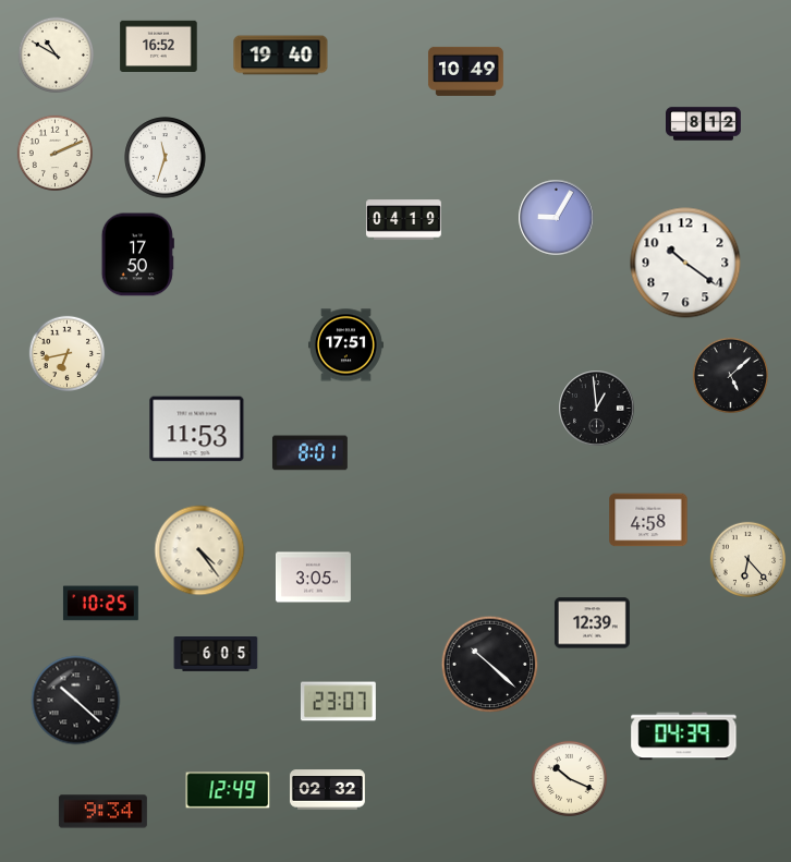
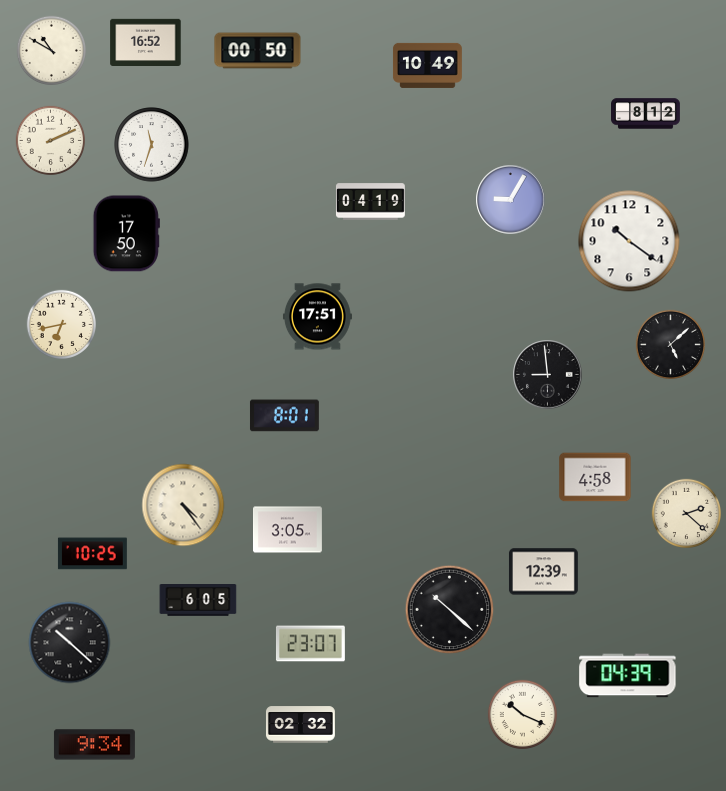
clock at (281, 56): 19:40 -> 00:50
clock at (597, 409): 12:59 -> 8:59
clock at (197, 429): 11:53 -> none
clock at (747, 559): 6:23 -> 2:22
clock at (228, 790): 12:49 -> none
